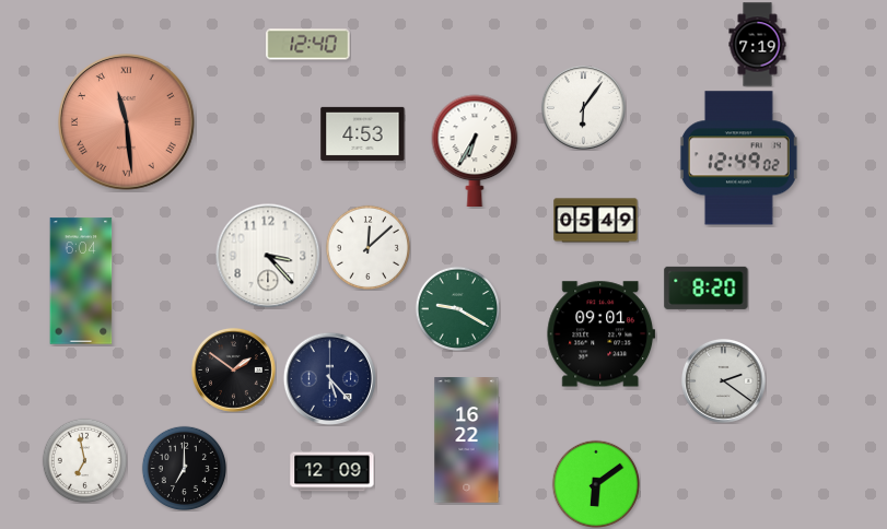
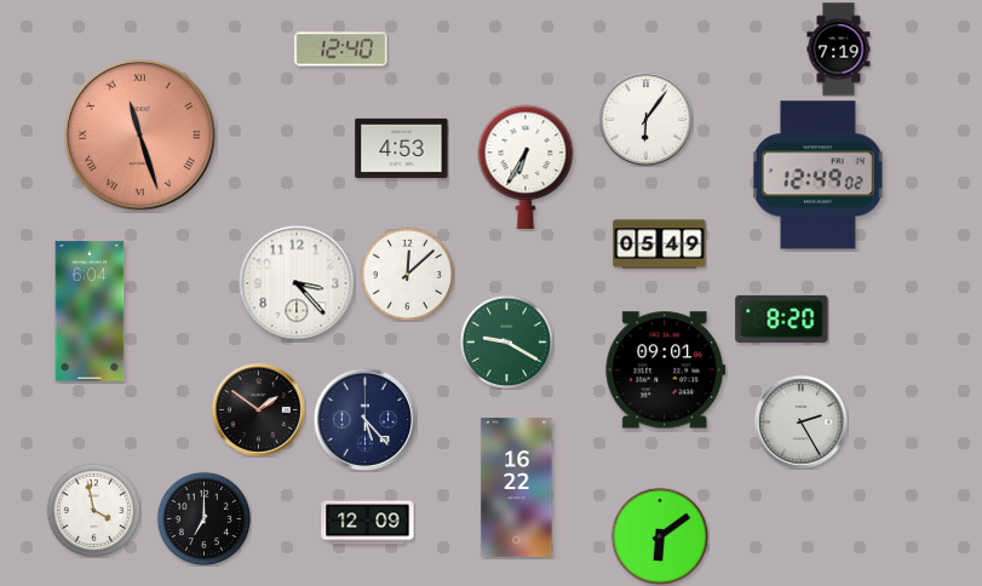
clock at (127, 122): 11:29 -> 11:27
clock at (723, 380): 2:21 -> 2:25
clock at (84, 460): 6:58 -> 3:58
